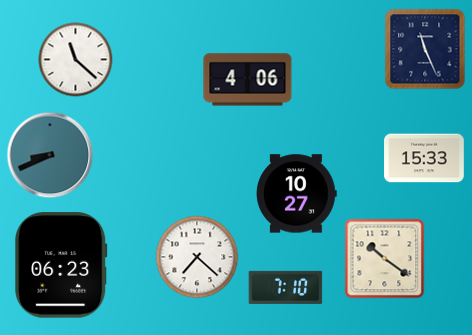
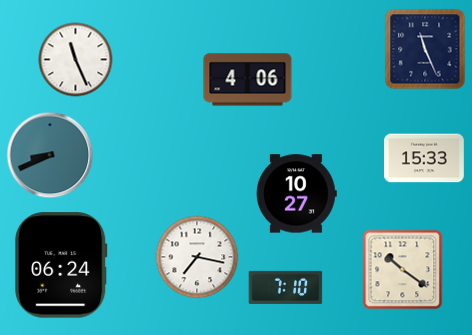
clock at (76, 60): 11:22 -> 11:26
clock at (197, 257): 7:22 -> 7:17
clock at (385, 259) position: (385, 259) -> (403, 270)
clock at (61, 265): 06:23 -> 06:24
